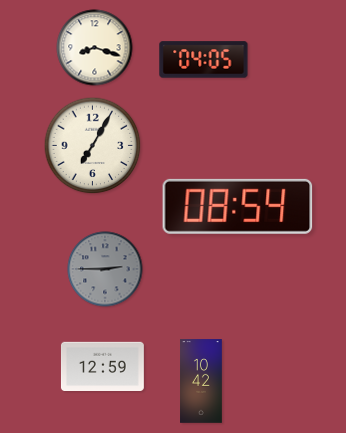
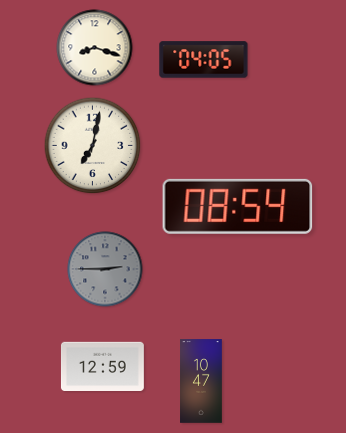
clock at (93, 146): 7:05 -> 7:02
clock at (201, 381): 10:42 -> 10:47
